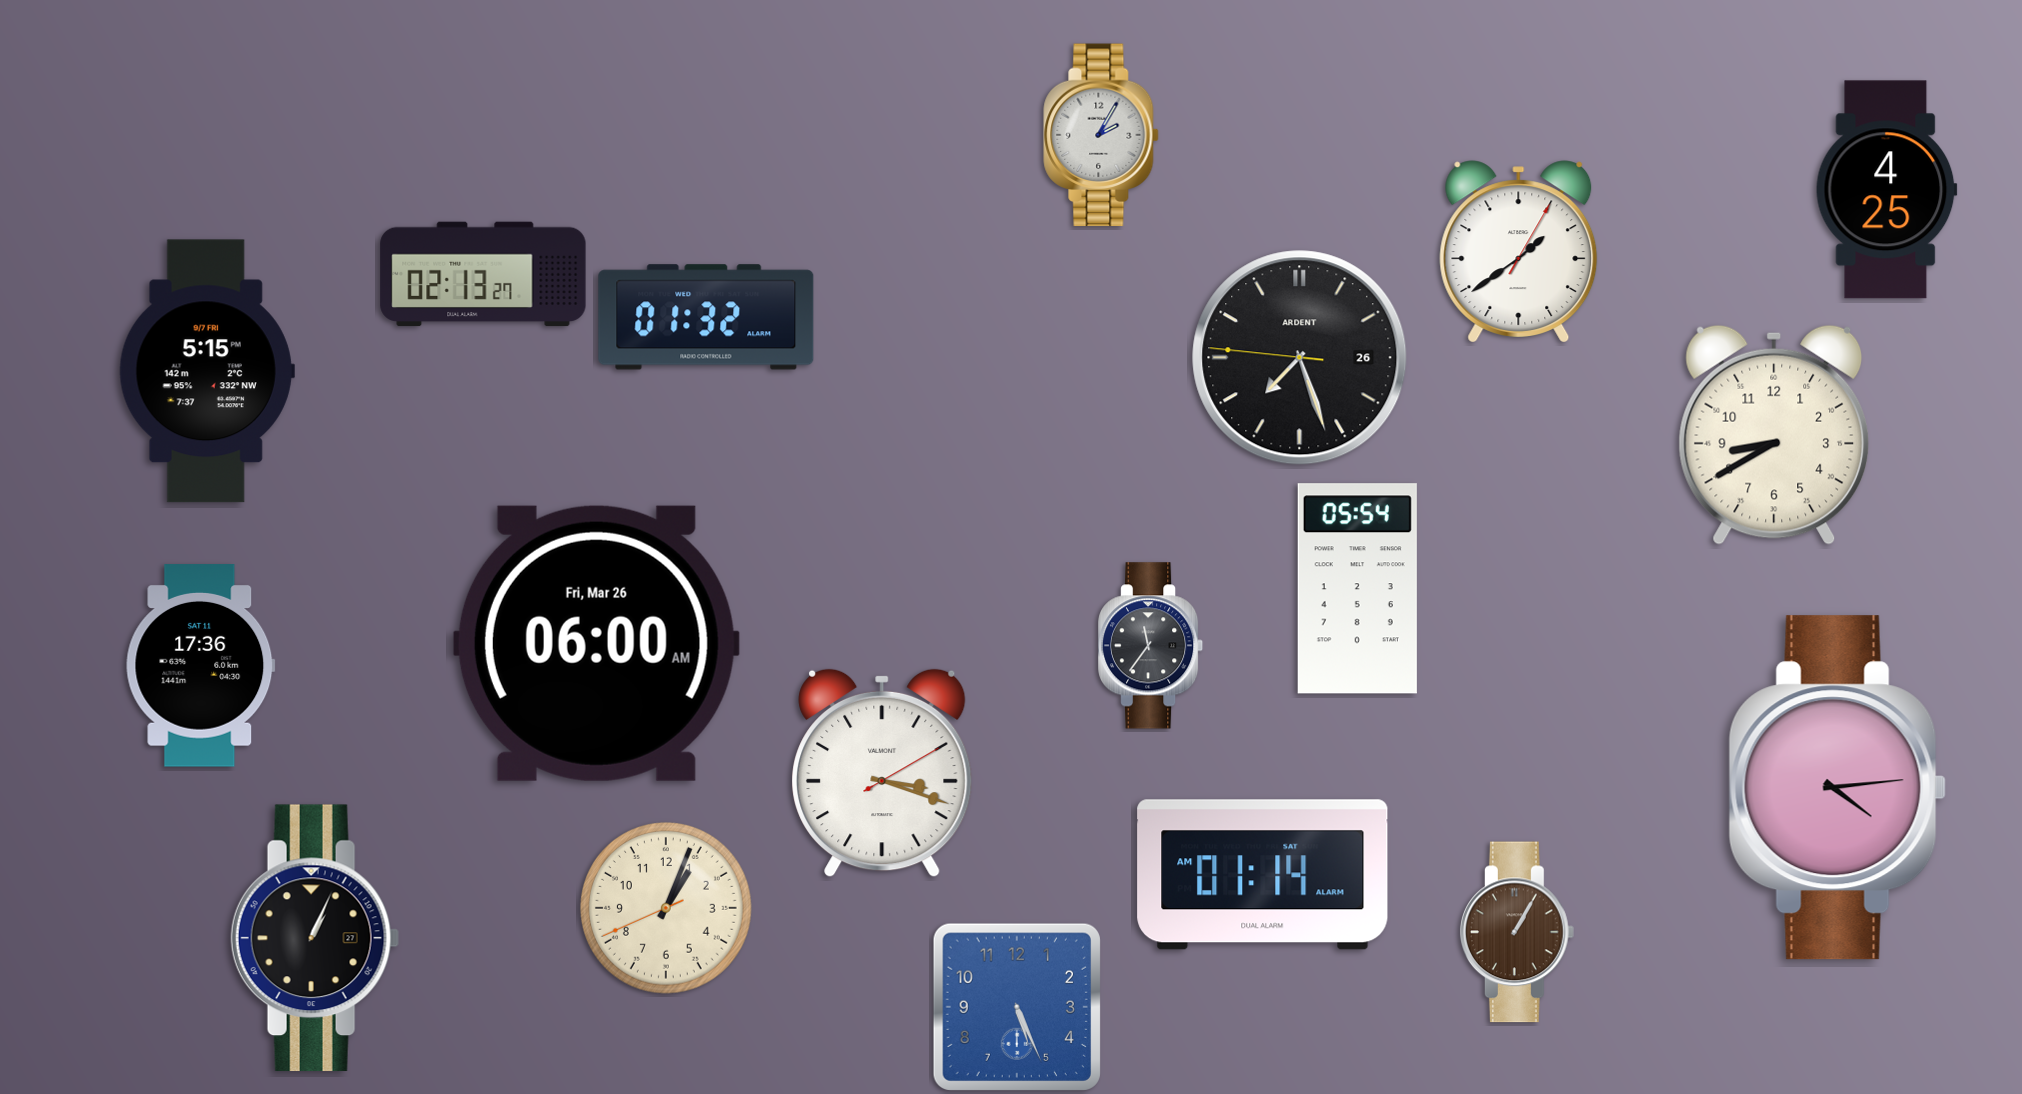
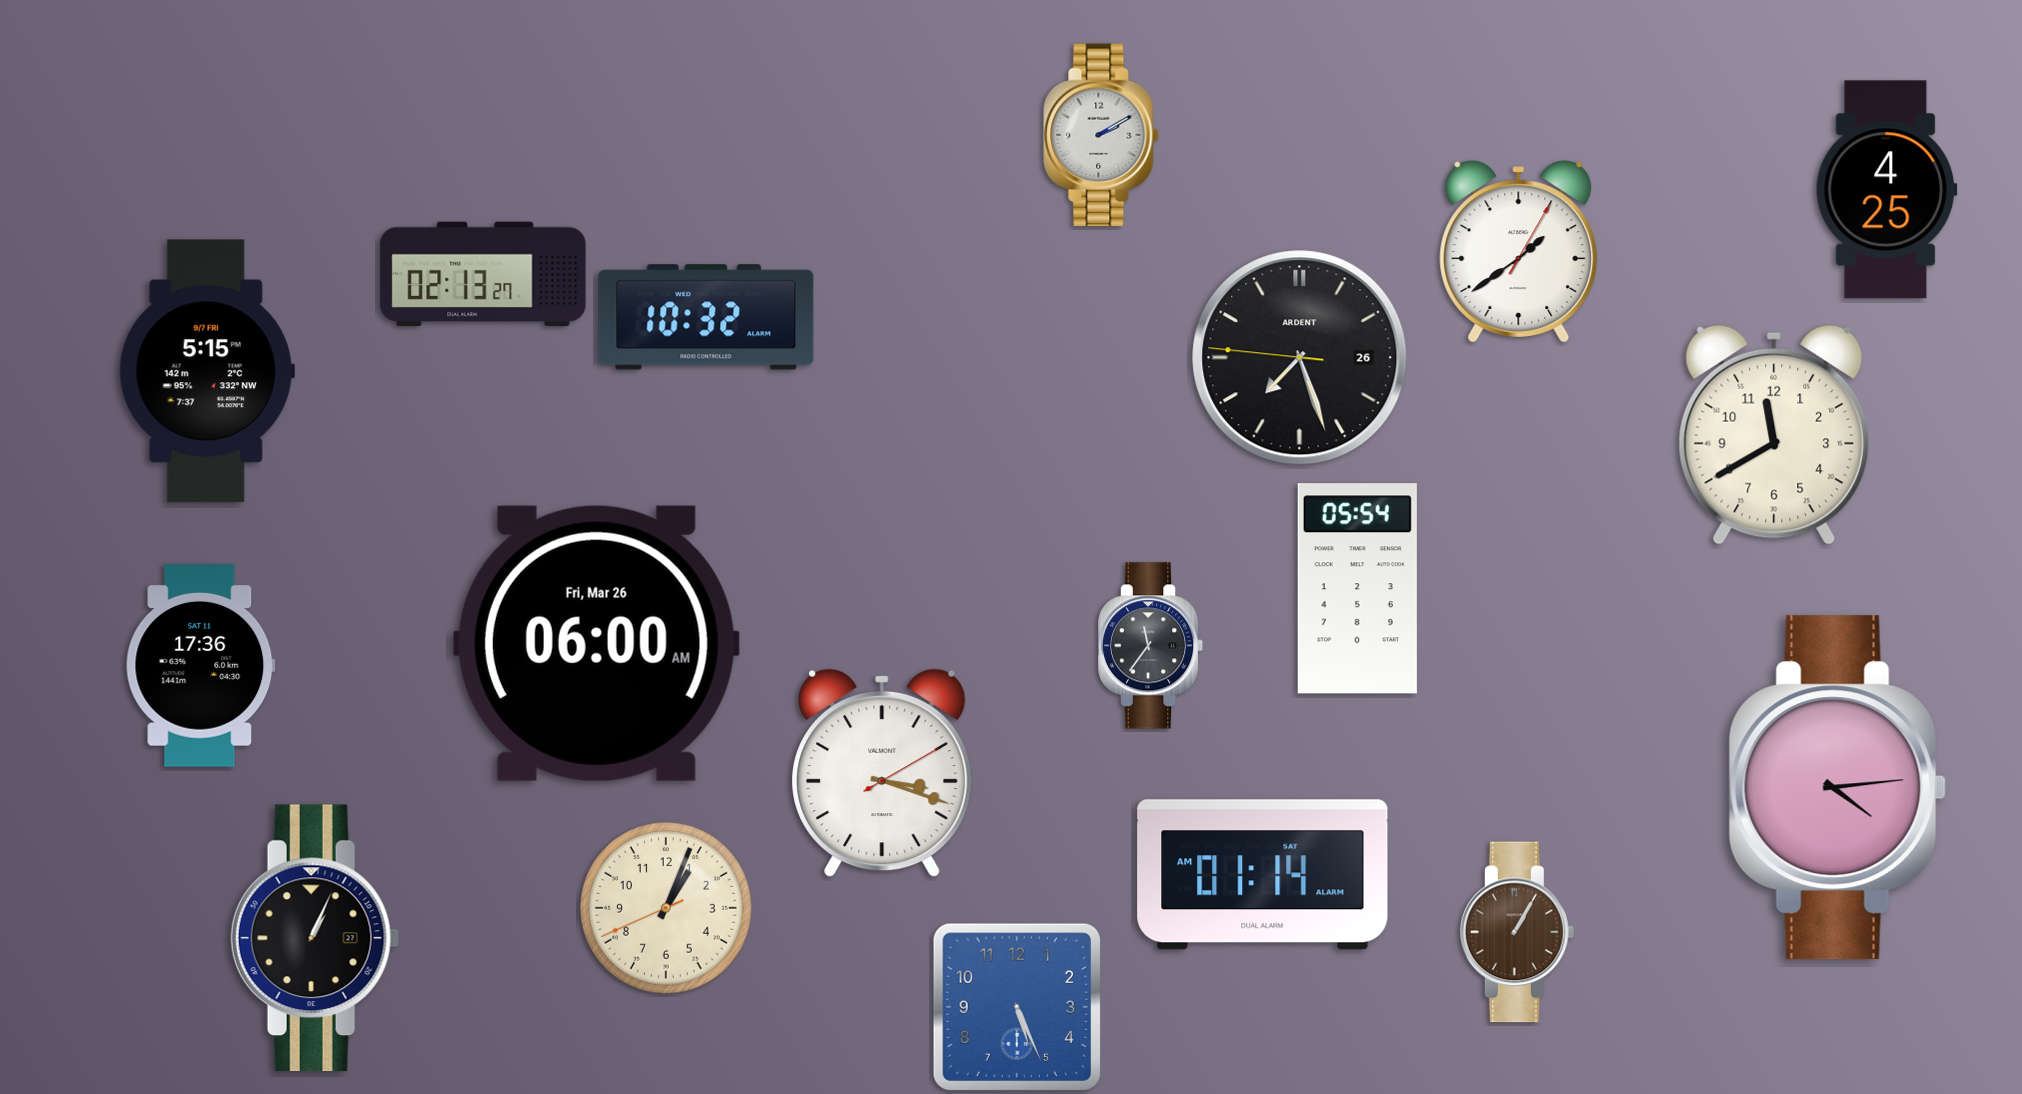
clock at (1101, 135): 2:05 -> 2:10
clock at (706, 317): 01:32 -> 10:32
clock at (1774, 435): 8:40 -> 11:40
